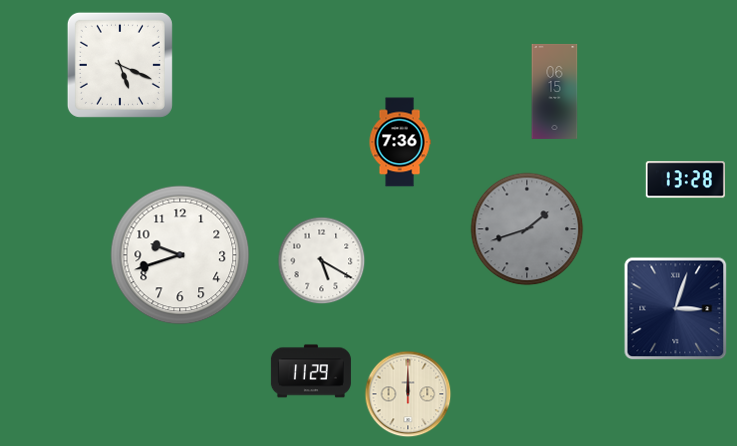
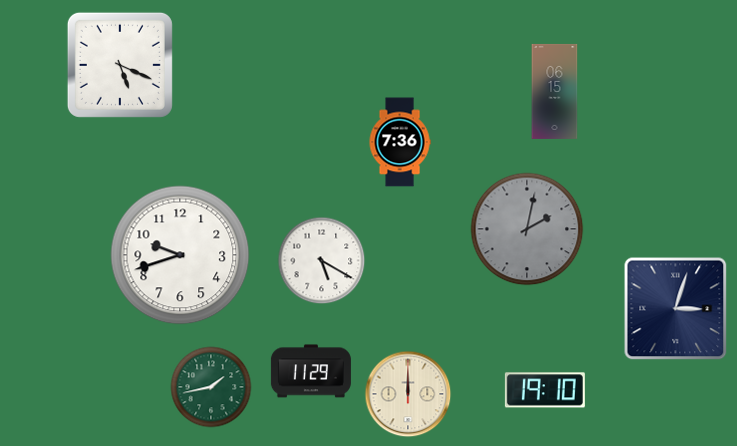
clock at (685, 180): 13:28 -> none
clock at (527, 229): 1:42 -> 2:02
clock at (211, 387): none -> 1:43
clock at (545, 390): none -> 19:10
